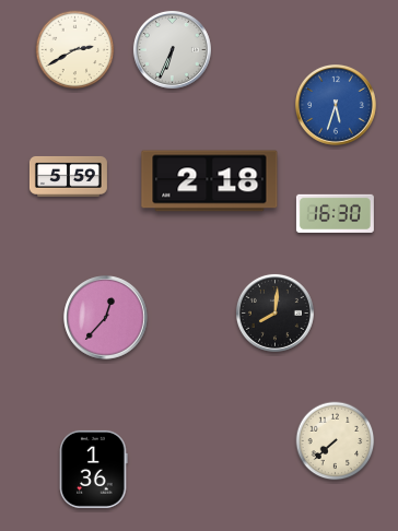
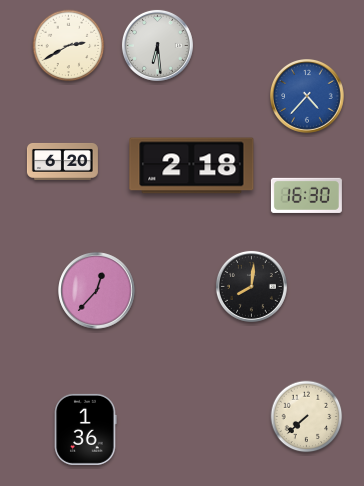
clock at (172, 49): 6:34 -> 6:29
clock at (337, 106): 5:33 -> 4:37
clock at (68, 176): 5:59 -> 6:20
clock at (336, 441) position: (336, 441) -> (307, 417)
